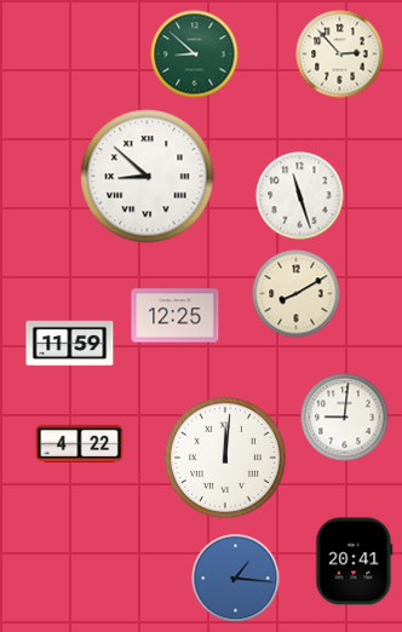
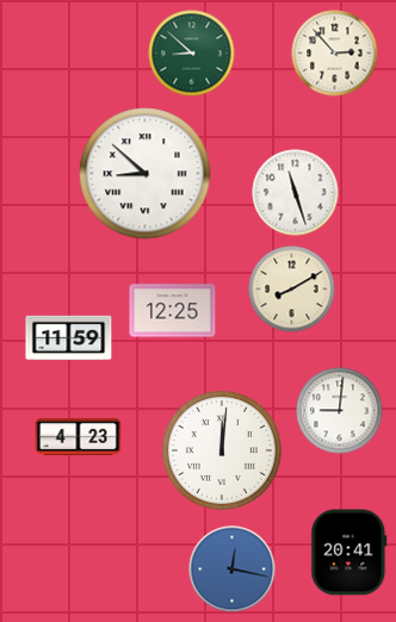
clock at (80, 443): 4:22 -> 4:23
clock at (236, 579): 1:16 -> 12:17
